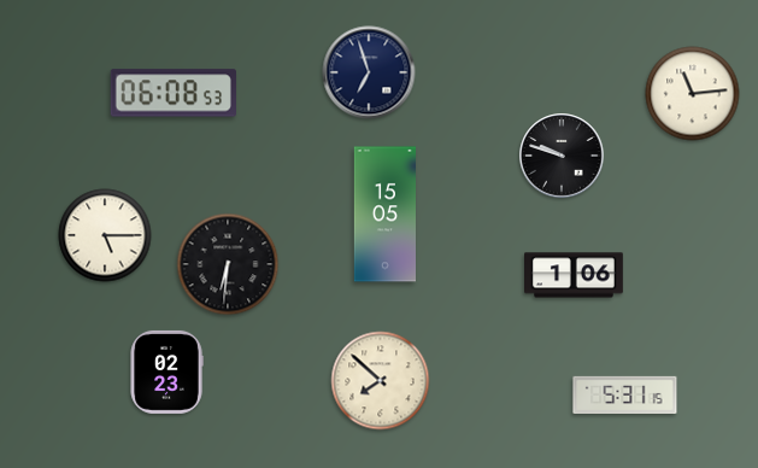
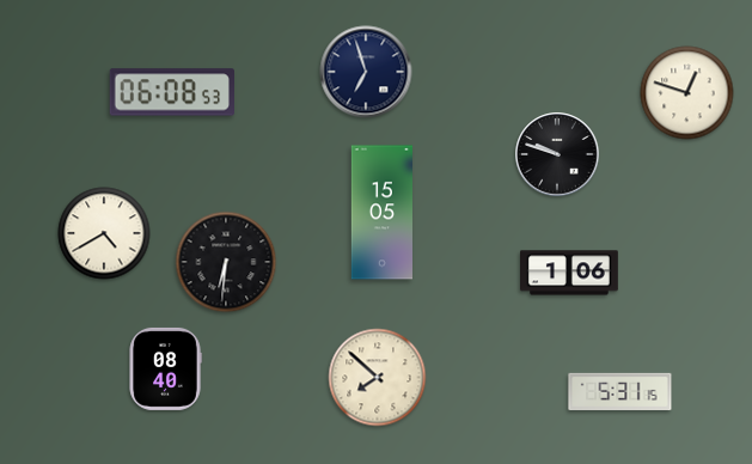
clock at (693, 94): 11:14 -> 12:48
clock at (105, 235): 5:15 -> 4:40
clock at (166, 372): 02:23 -> 08:40
